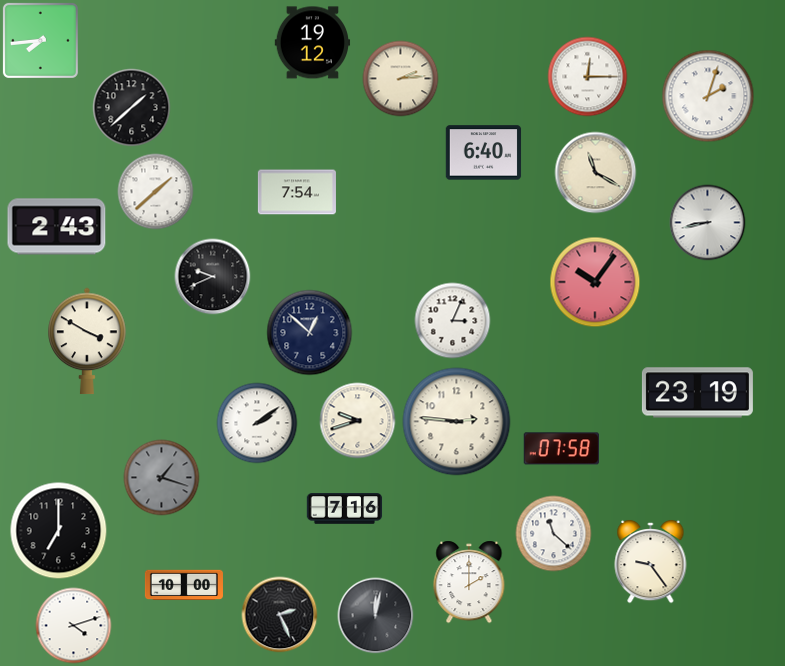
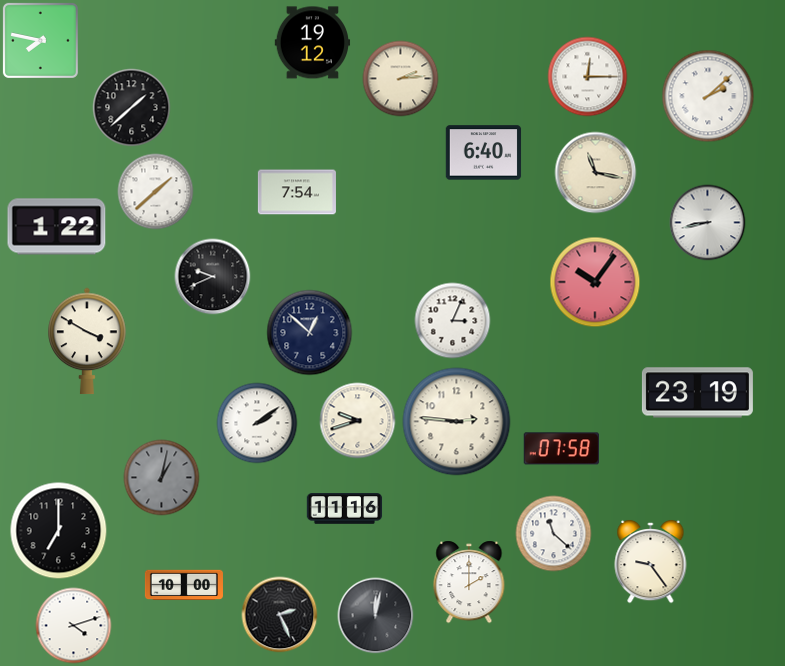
clock at (40, 40): 7:44 -> 7:47
clock at (708, 96): 2:03 -> 2:08
clock at (596, 173): 11:20 -> 11:17
clock at (57, 227): 2:43 -> 1:22
clock at (162, 478): 1:18 -> 1:02
clock at (345, 509): 7:16 -> 11:16
